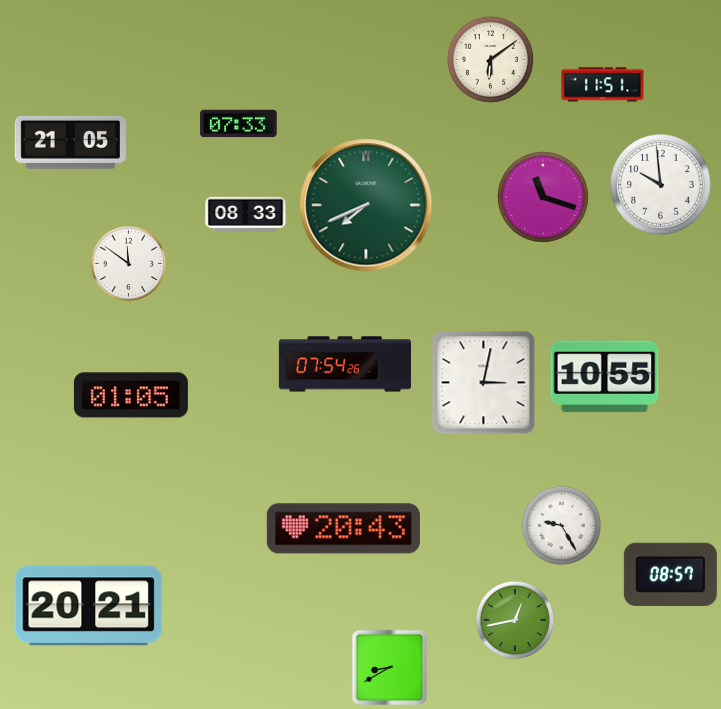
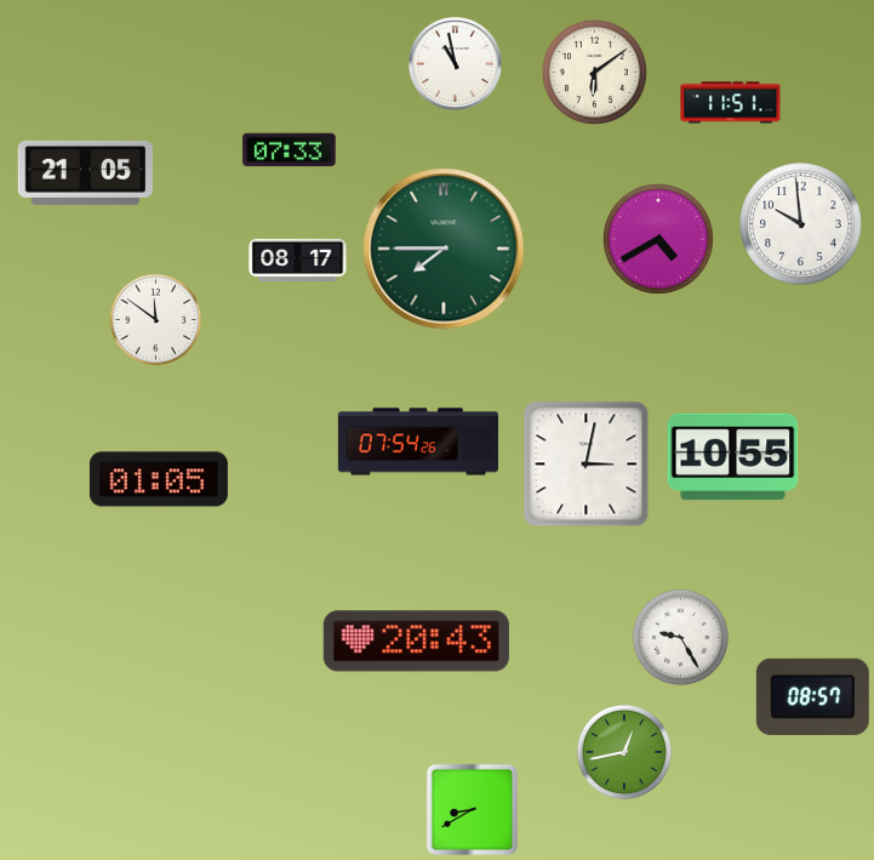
clock at (455, 63): none -> 10:58
clock at (543, 197): 11:18 -> 4:40
clock at (366, 205): 7:41 -> 7:45
clock at (246, 214): 08:33 -> 08:17
clock at (89, 606): 20:21 -> none
